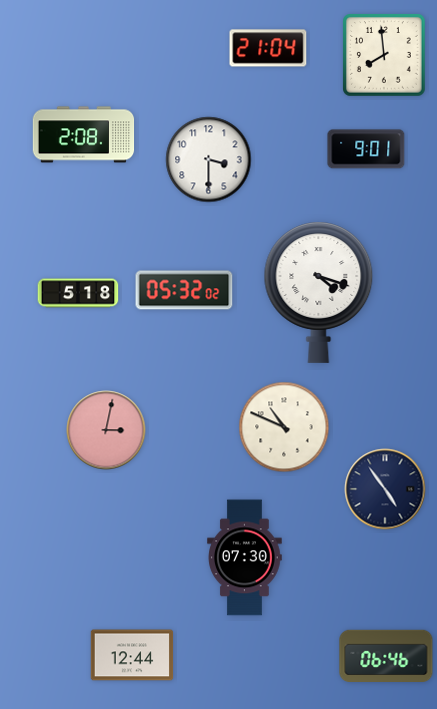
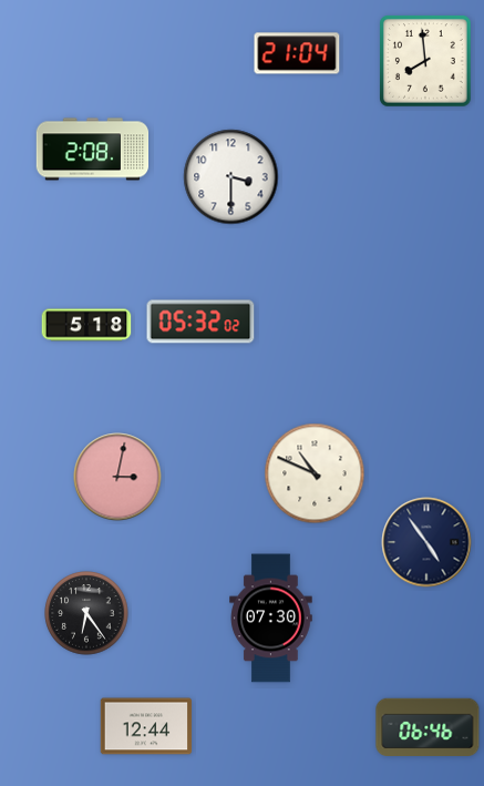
clock at (366, 149): 9:01 -> none
clock at (184, 290) position: (184, 290) -> (200, 321)
clock at (319, 292): 4:18 -> none
clock at (86, 613): none -> 6:24
